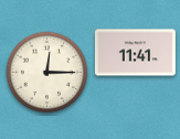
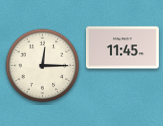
clock at (135, 53): 11:41 -> 11:45
